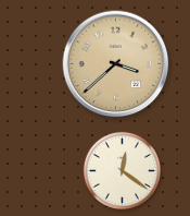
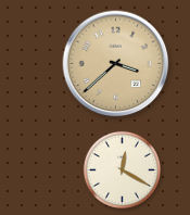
clock at (122, 170): 12:21 -> 12:20
